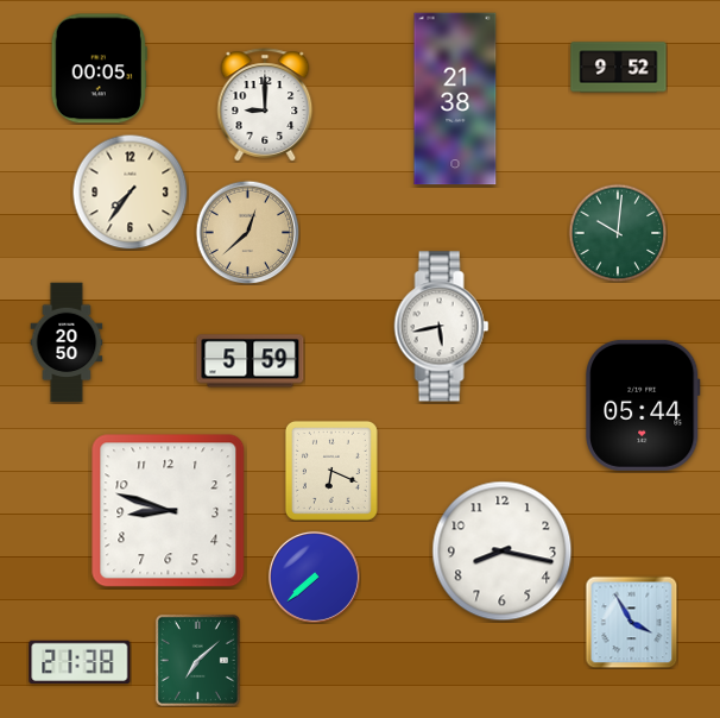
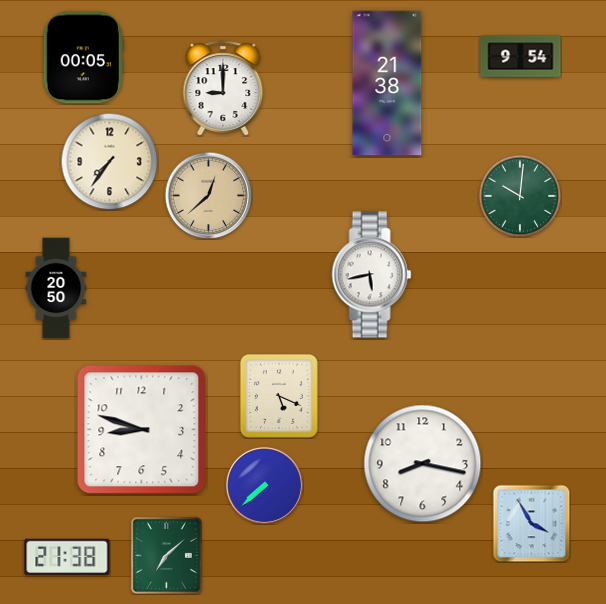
clock at (619, 68): 9:52 -> 9:54
clock at (455, 99) position: (455, 99) -> (387, 83)
clock at (251, 361): 5:59 -> none
clock at (644, 405): 05:44 -> none
clock at (331, 471): 6:19 -> 5:19
